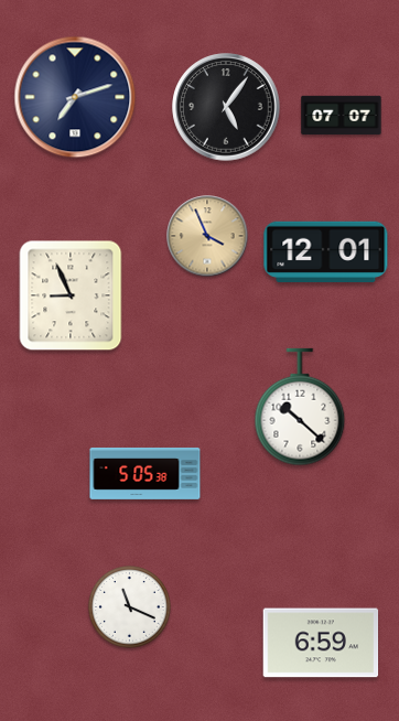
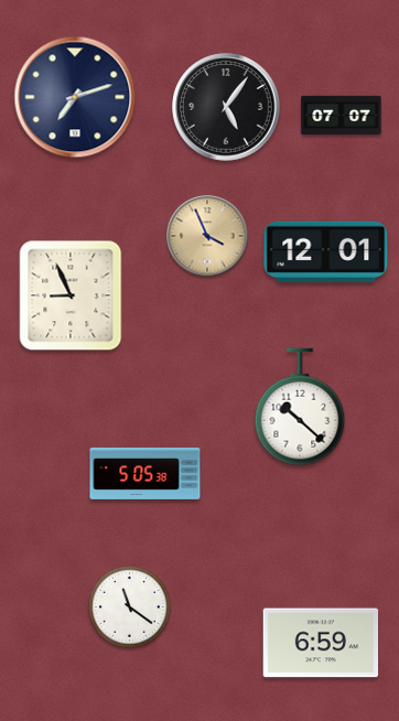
clock at (130, 607): 11:19 -> 11:21
